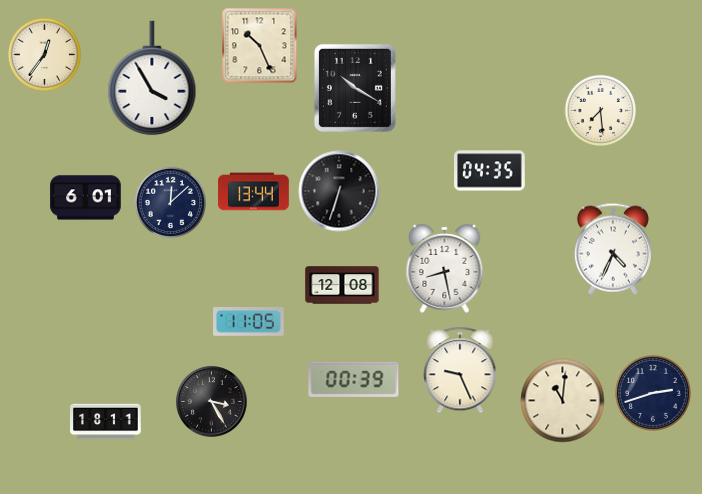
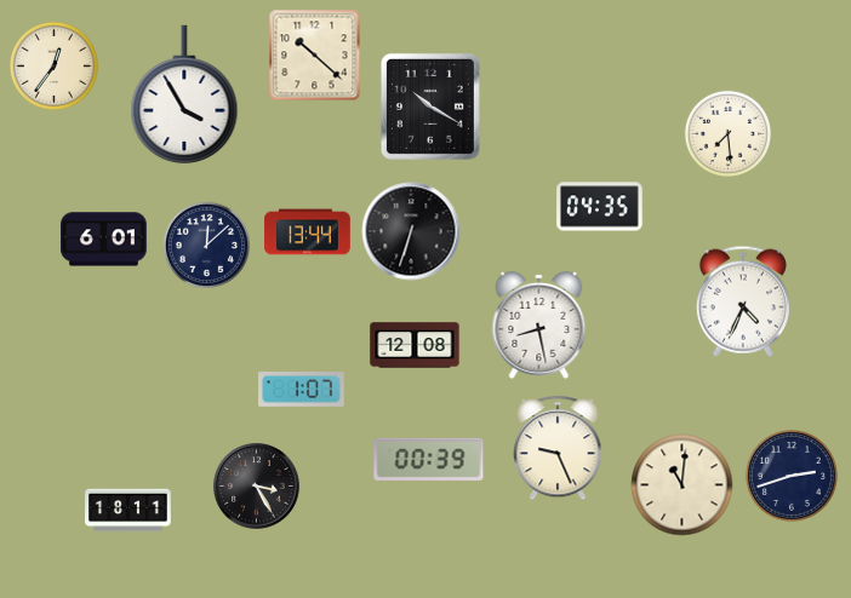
clock at (260, 46): 10:26 -> 10:22
clock at (490, 171) position: (490, 171) -> (600, 207)
clock at (249, 322): 11:05 -> 1:07
